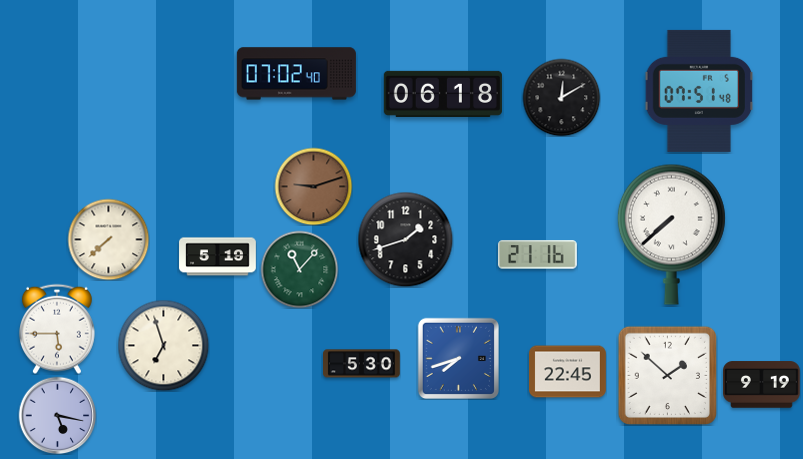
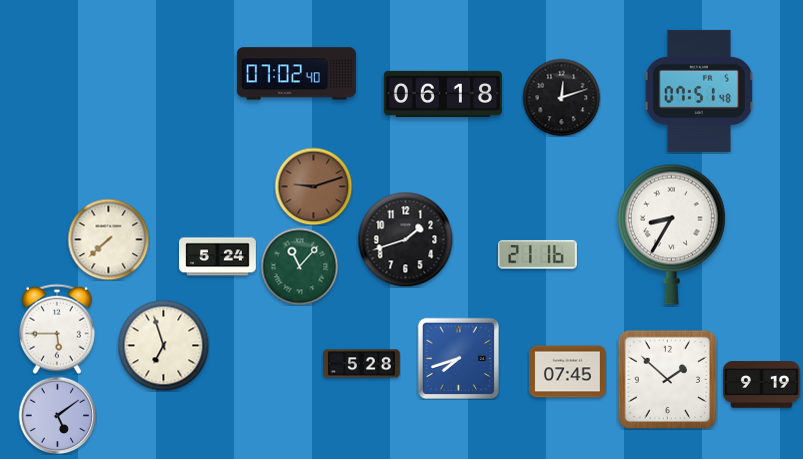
clock at (561, 97): 12:10 -> 12:12
clock at (671, 234): 7:38 -> 8:35
clock at (218, 257): 5:19 -> 5:24
clock at (299, 269) position: (299, 269) -> (299, 266)
clock at (362, 364): 5:30 -> 5:28
clock at (568, 372): 22:45 -> 07:45
clock at (667, 375) position: (667, 375) -> (667, 379)
clock at (57, 415): 5:17 -> 5:09
